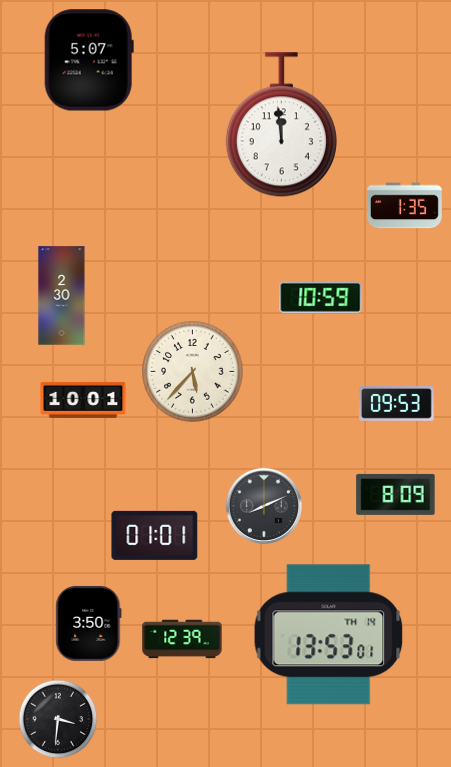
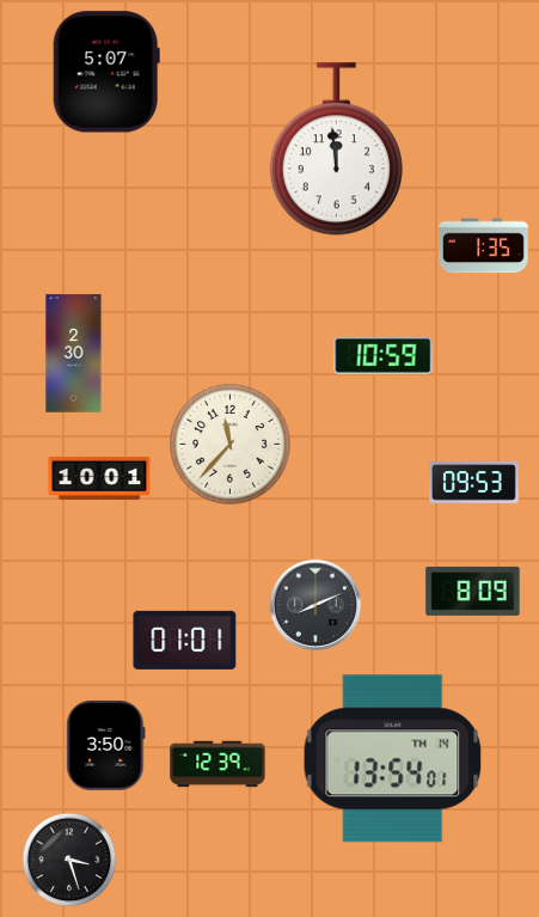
clock at (193, 372): 5:37 -> 11:37
clock at (329, 635): 13:53 -> 13:54
clock at (58, 719): 3:31 -> 3:27
